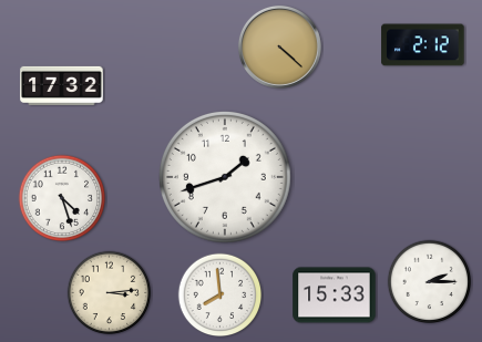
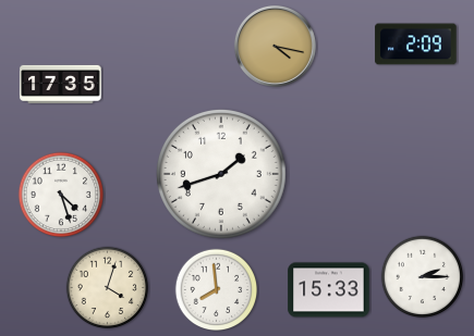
clock at (423, 45): 2:12 -> 2:09
clock at (279, 46): 4:22 -> 4:17
clock at (62, 85): 17:32 -> 17:35
clock at (110, 293): 3:14 -> 4:03
